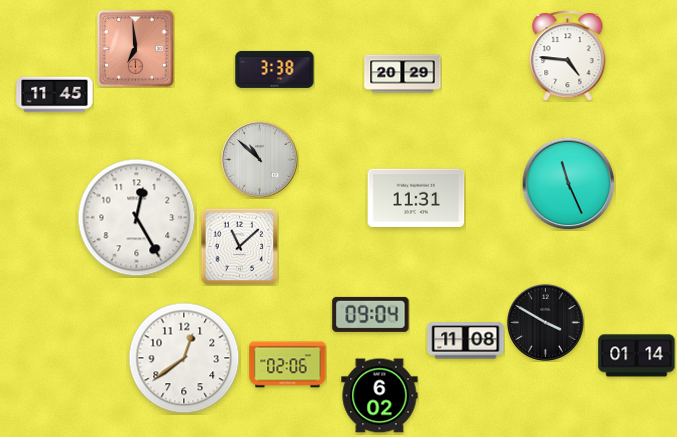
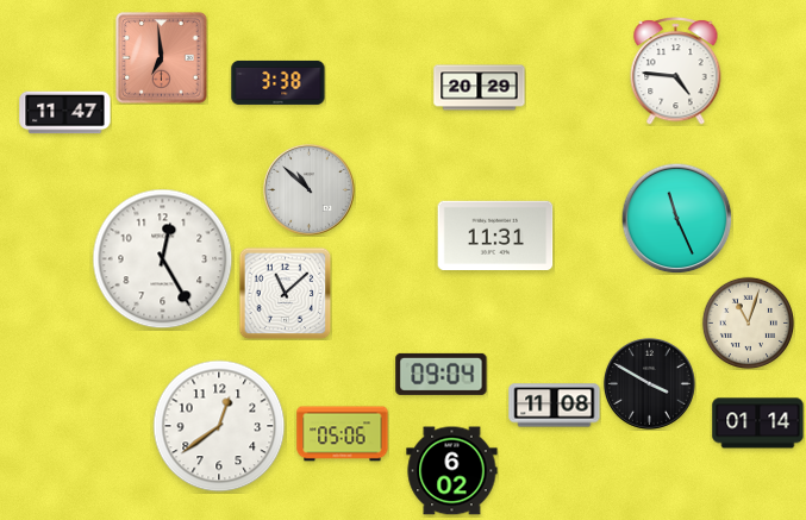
clock at (568, 56) position: (568, 56) -> (676, 71)
clock at (275, 69) position: (275, 69) -> (279, 82)
clock at (55, 95): 11:45 -> 11:47
clock at (748, 322): none -> 11:03
clock at (288, 365): 02:06 -> 05:06
